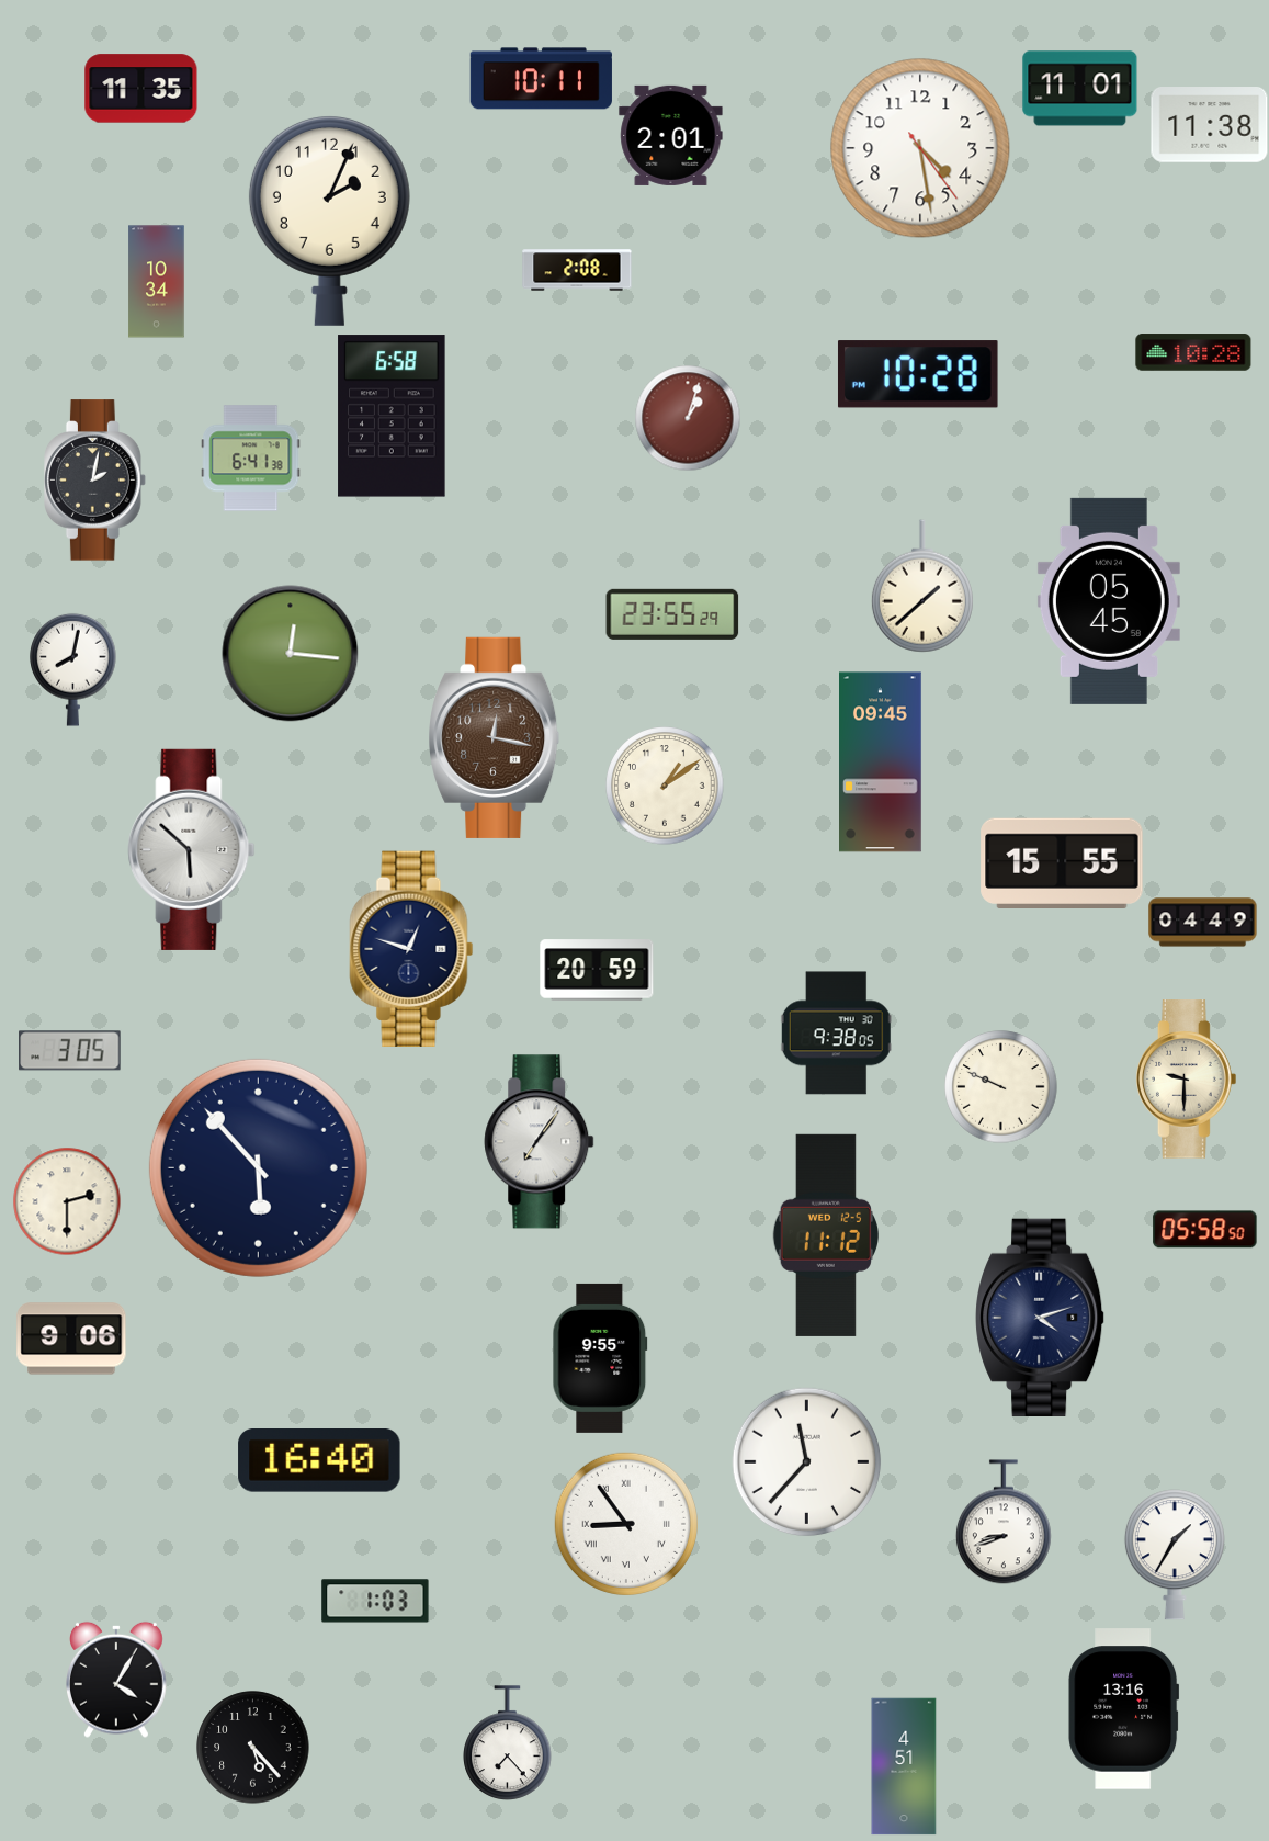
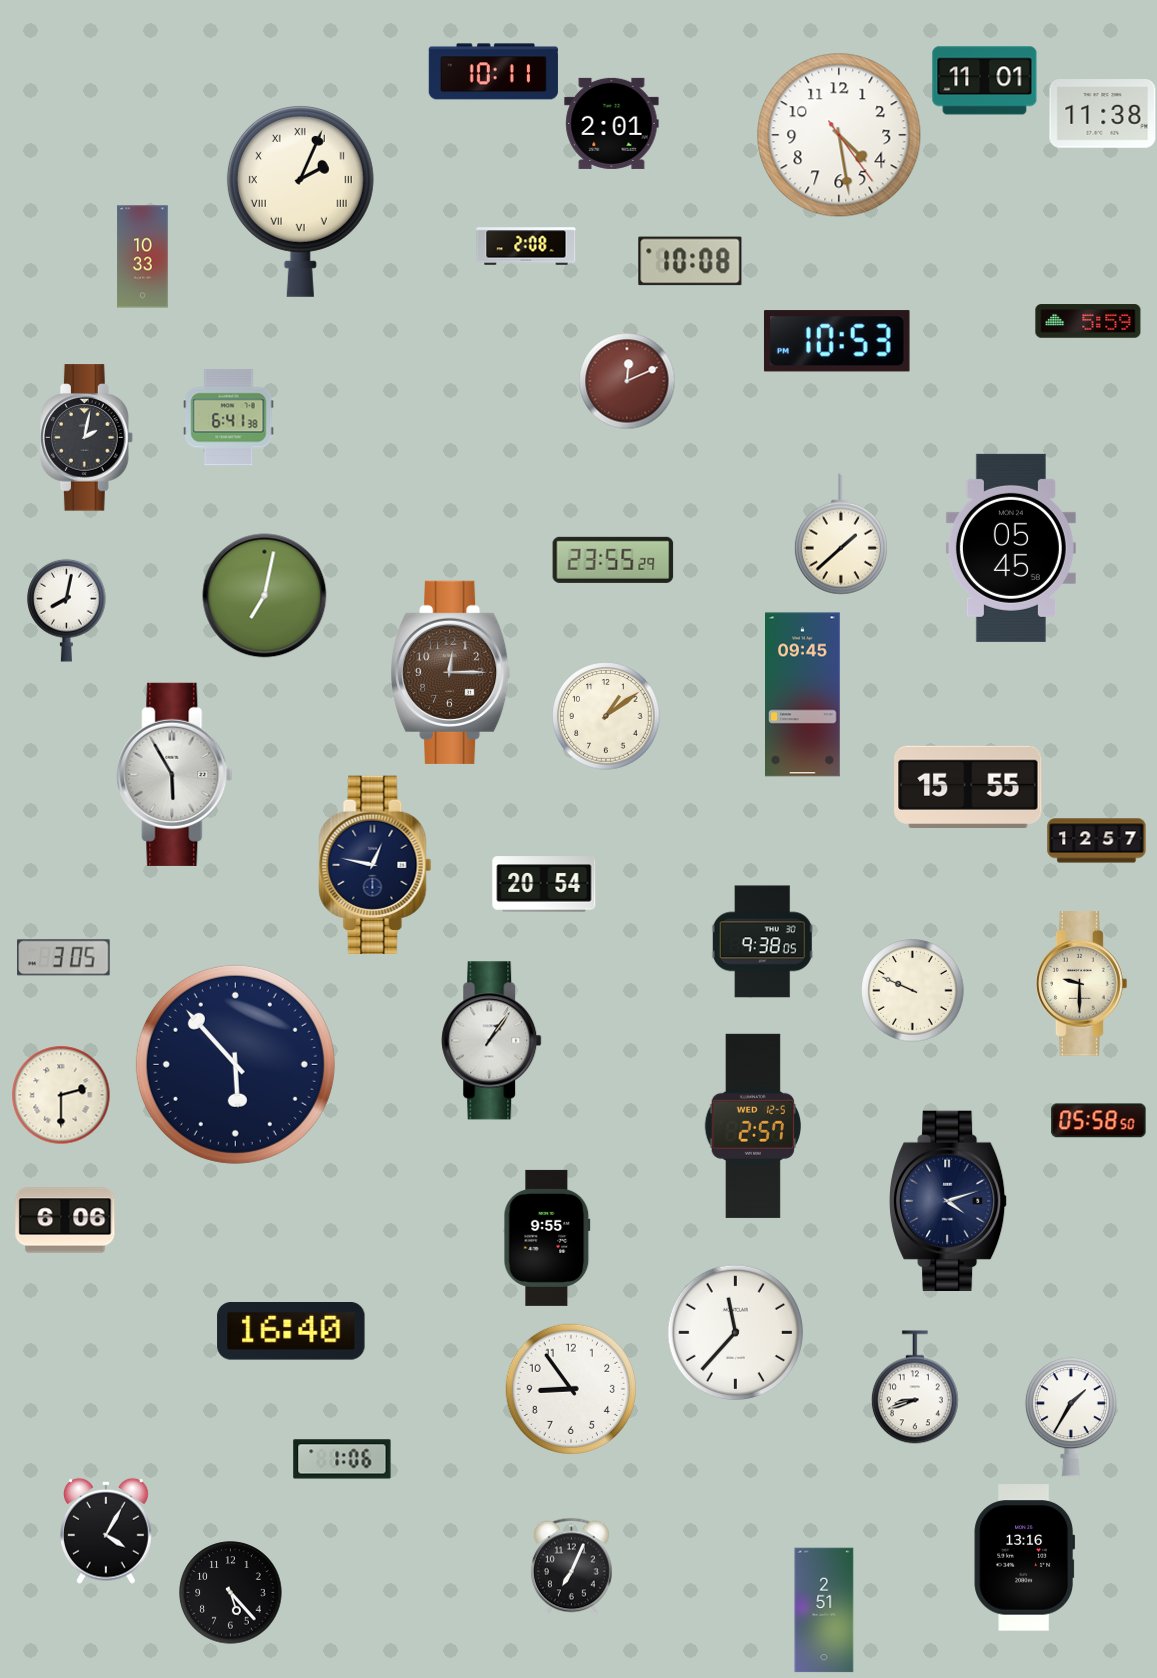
clock at (141, 89): 11:35 -> none
clock at (329, 221) numerals: Arabic -> Roman
clock at (157, 282): 10:34 -> 10:33
clock at (690, 261): none -> 10:08
clock at (1193, 352): 10:28 -> 5:59
clock at (918, 374): 10:28 -> 10:53
clock at (392, 416): 6:58 -> none
clock at (688, 418): 1:03 -> 12:11
clock at (291, 654): 12:16 -> 7:02
clock at (495, 737): 12:17 -> 12:15
clock at (192, 849): 5:52 -> 5:55
clock at (1203, 923): 04:49 -> 12:57
clock at (411, 948): 12:48 -> 12:47
clock at (597, 970): 20:59 -> 20:54
clock at (540, 1142): 7:06 -> 1:06
clock at (825, 1235): 11:12 -> 2:57
clock at (71, 1339): 9:06 -> 6:06
clock at (626, 1524) numerals: Roman -> Arabic
clock at (375, 1601): 1:03 -> 1:06
clock at (571, 1566): none -> 7:04
clock at (508, 1743): 7:23 -> none
clock at (904, 1766): 4:51 -> 2:51
